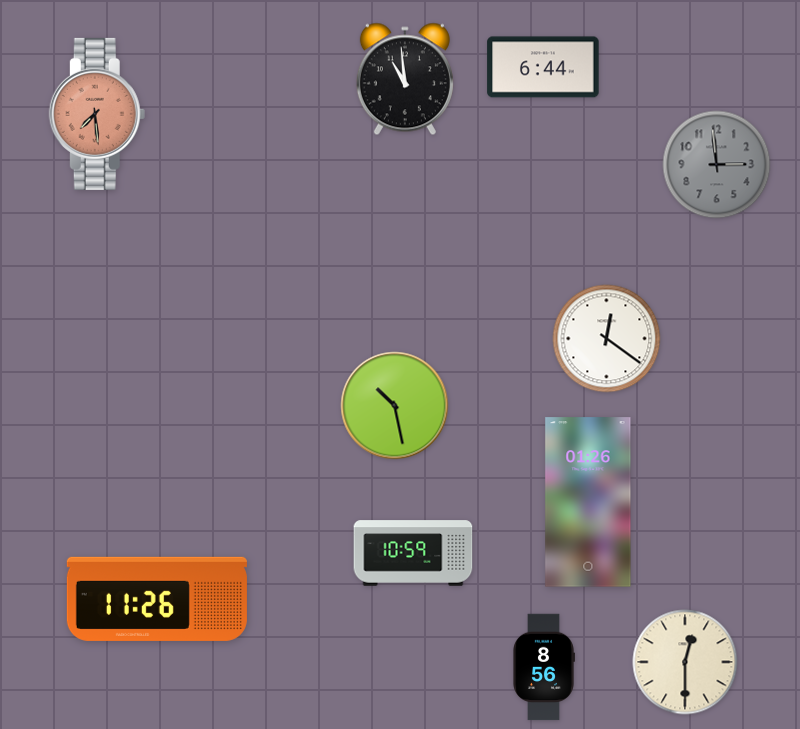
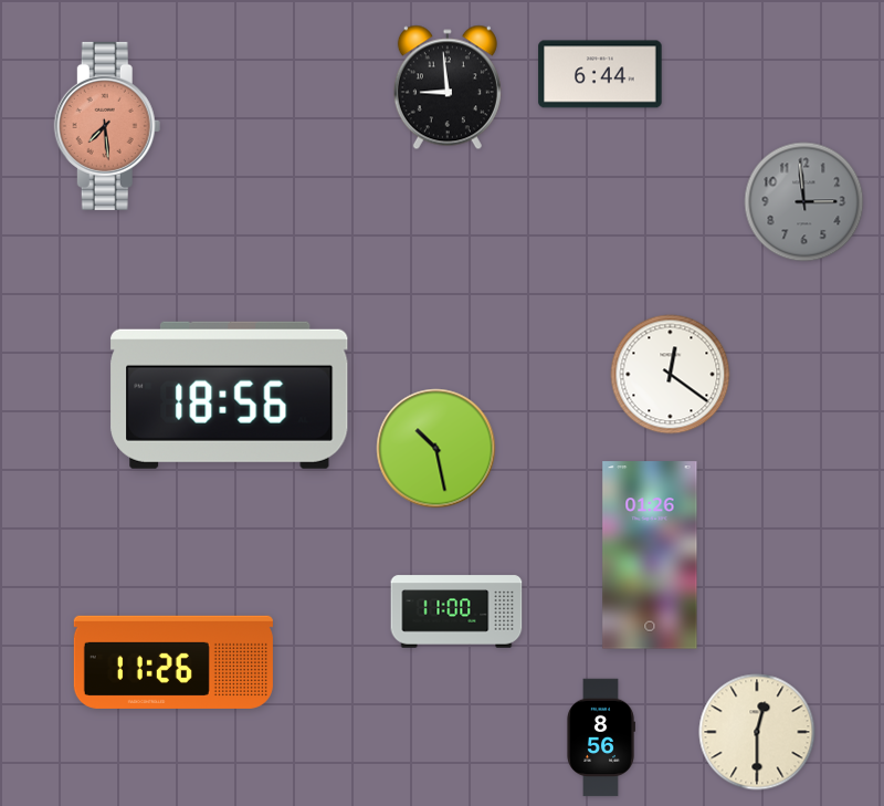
clock at (405, 79): 10:59 -> 8:59
clock at (717, 165) position: (717, 165) -> (804, 202)
clock at (230, 395): none -> 18:56
clock at (413, 553): 10:59 -> 11:00
